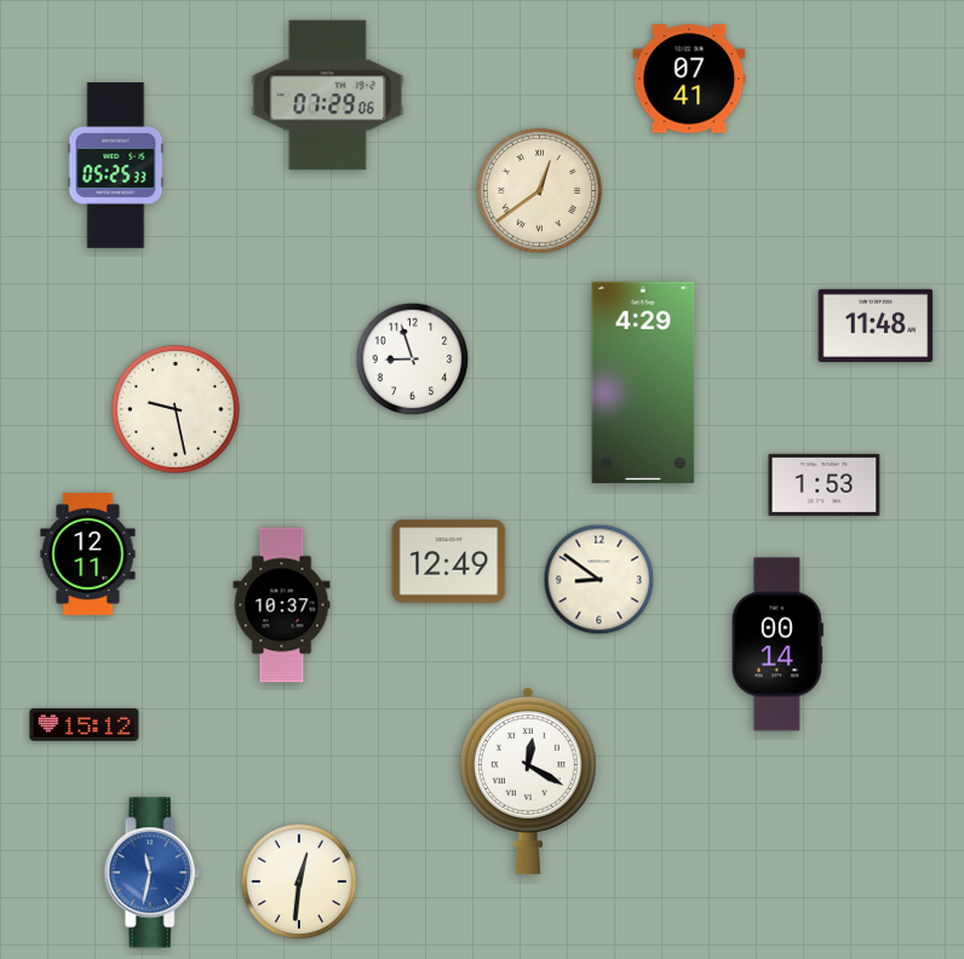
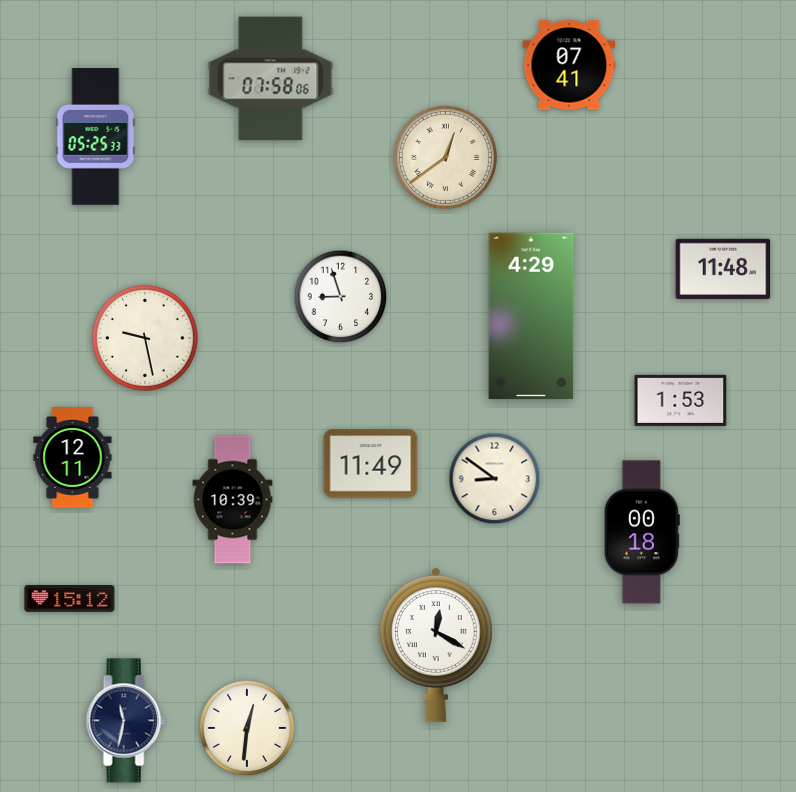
clock at (328, 96): 07:29 -> 07:58
clock at (449, 562): 12:49 -> 11:49
clock at (282, 605): 10:37 -> 10:39
clock at (777, 644): 00:14 -> 00:18
clock at (151, 873) dial: blue -> navy
